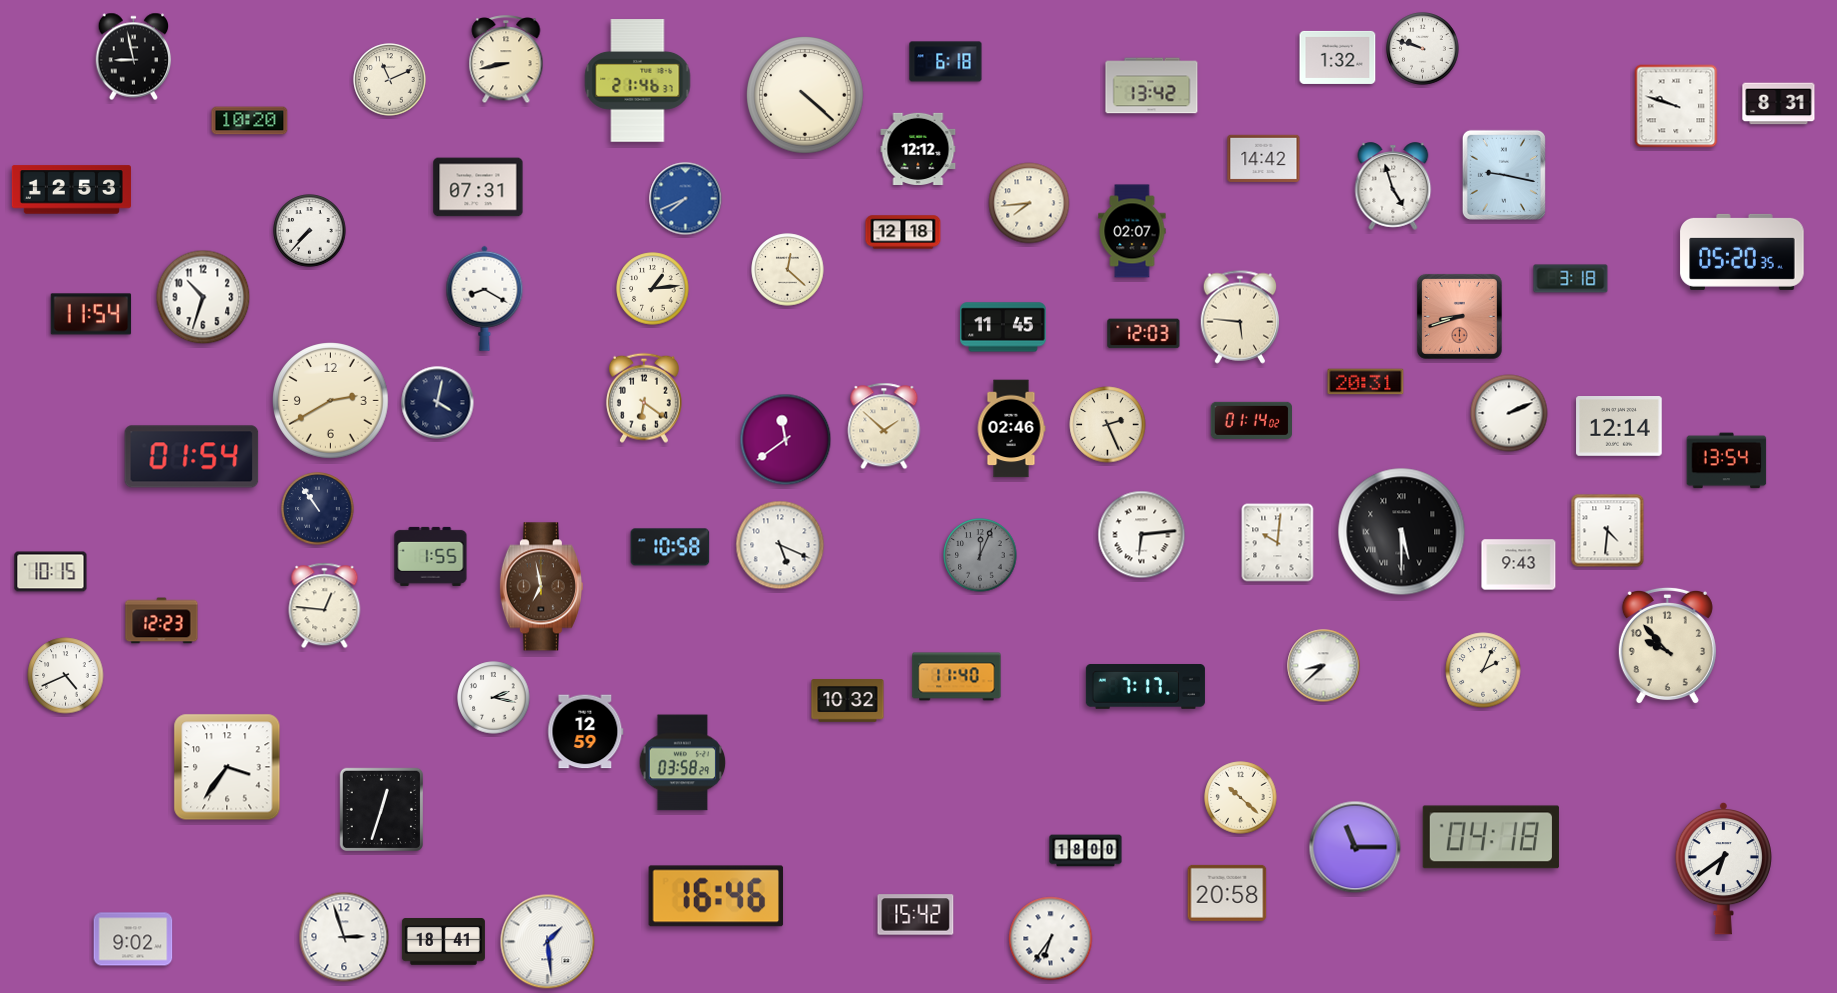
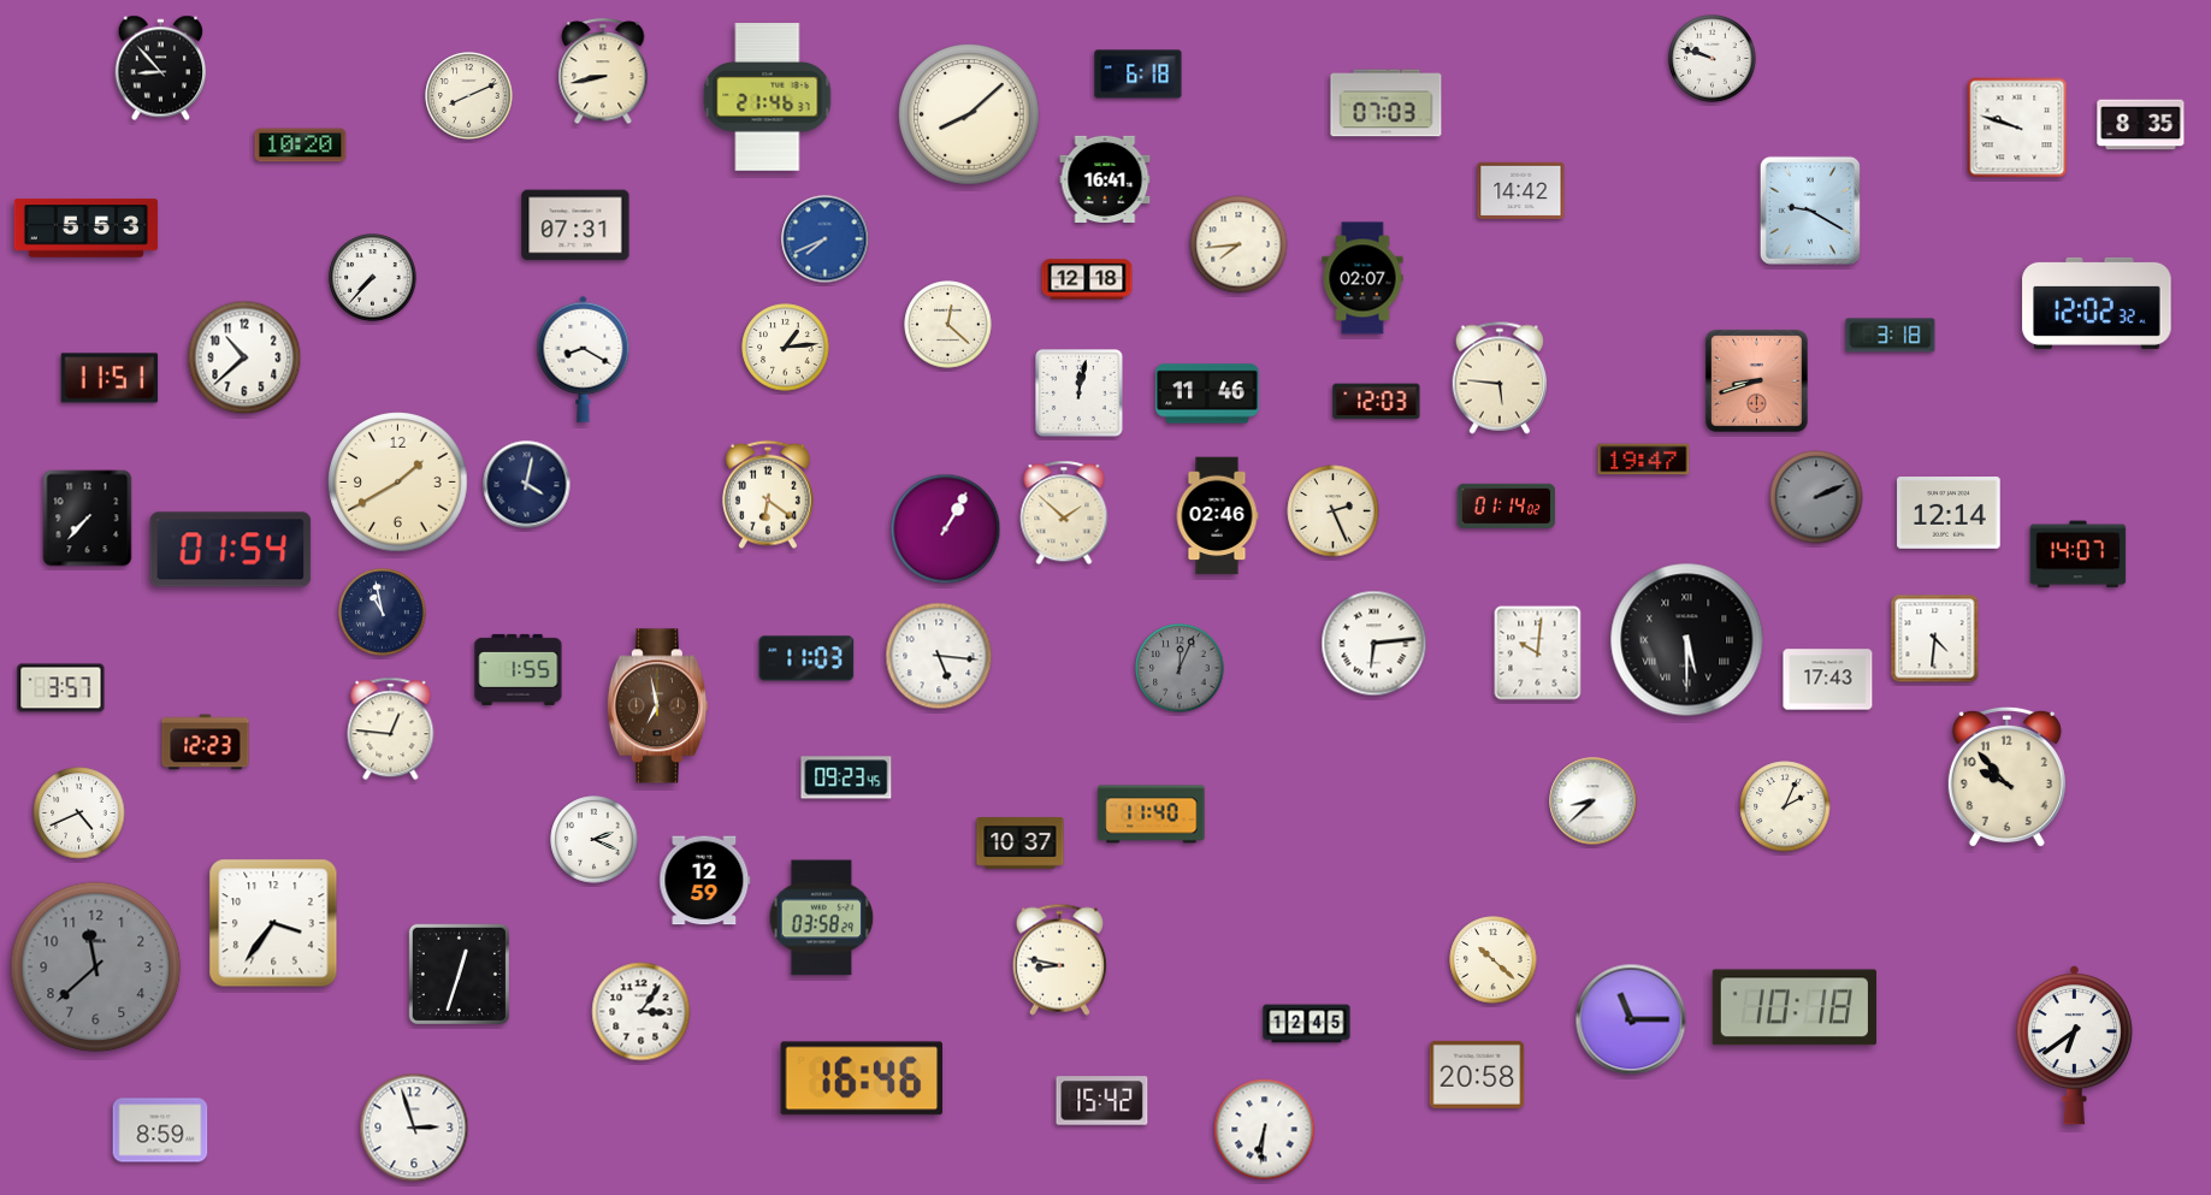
clock at (134, 57): 8:58 -> 8:53
clock at (1338, 57): 1:32 -> none
clock at (506, 60) position: (506, 60) -> (603, 72)
clock at (390, 80): 11:11 -> 8:11
clock at (1152, 86): 13:42 -> 07:03
clock at (805, 95): 4:22 -> 8:08
clock at (1779, 104): 8:31 -> 8:35
clock at (918, 148): 12:12 -> 16:41
clock at (1504, 175): 9:17 -> 9:20
clock at (1393, 186): 4:57 -> none
clock at (71, 190): 12:53 -> 5:53
clock at (1742, 252): 05:20 -> 12:02
clock at (203, 297): 10:33 -> 10:38
clock at (91, 314): 11:54 -> 11:51
clock at (1239, 317) position: (1239, 317) -> (1498, 378)
clock at (1080, 394): none -> 12:02
clock at (1003, 327): 11:45 -> 11:46
clock at (1366, 382): 20:31 -> 19:47
clock at (644, 398) position: (644, 398) -> (768, 495)
clock at (331, 401): 2:40 -> 1:40
clock at (1509, 413) dial: white -> grey
clock at (88, 519): none -> 7:37
clock at (786, 440): 11:39 -> 1:05
clock at (1727, 461): 13:54 -> 14:07
clock at (318, 509): 10:54 -> 10:58
clock at (780, 545): 5:19 -> 5:16
clock at (670, 547): 10:58 -> 11:03
clock at (1519, 565): 9:43 -> 17:43
clock at (51, 572): 10:15 -> 3:57
clock at (541, 587) position: (541, 587) -> (657, 706)
clock at (162, 621) position: (162, 621) -> (206, 743)
clock at (846, 777): none -> 09:23
clock at (1145, 687): 7:17 -> none
clock at (494, 698): 2:17 -> 2:19
clock at (848, 701): 10:32 -> 10:37
clock at (1059, 959): none -> 8:47
clock at (96, 968): none -> 11:38
clock at (1490, 837): 04:18 -> 10:18
clock at (642, 1012): none -> 3:06
clock at (1086, 851): 18:00 -> 12:45
clock at (133, 939): 9:02 -> 8:59
clock at (1051, 939): 6:36 -> 6:31
clock at (443, 942): 18:41 -> none
clock at (548, 942): 1:29 -> none
